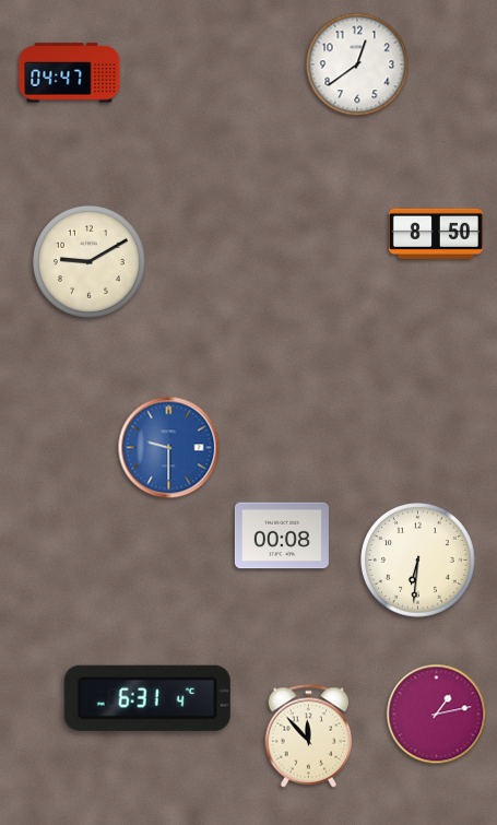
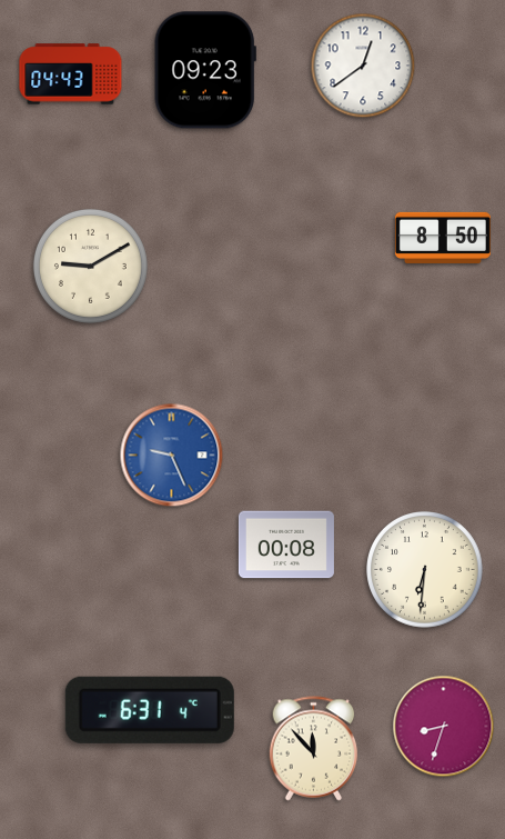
clock at (205, 70): none -> 09:23
clock at (70, 73): 04:47 -> 04:43
clock at (169, 448): 9:30 -> 9:26
clock at (437, 715): 1:13 -> 8:33
